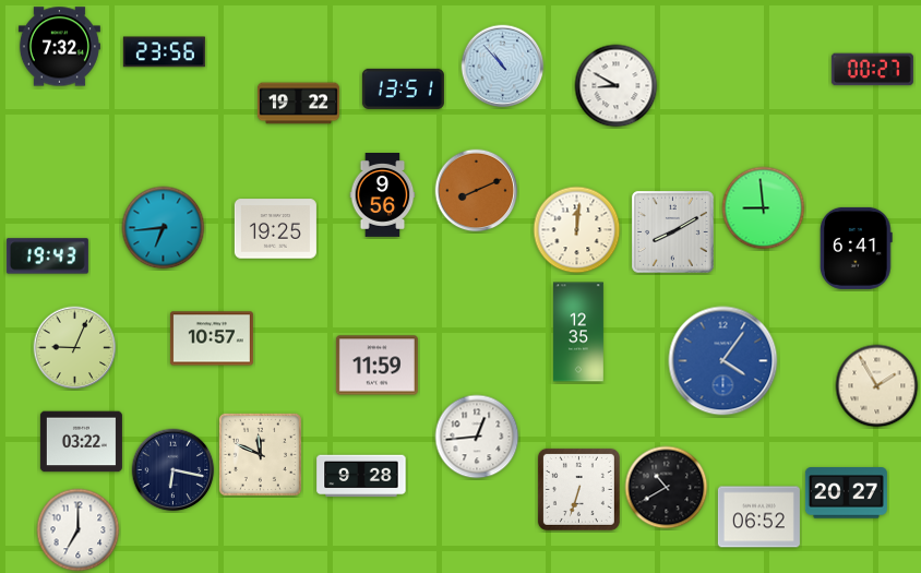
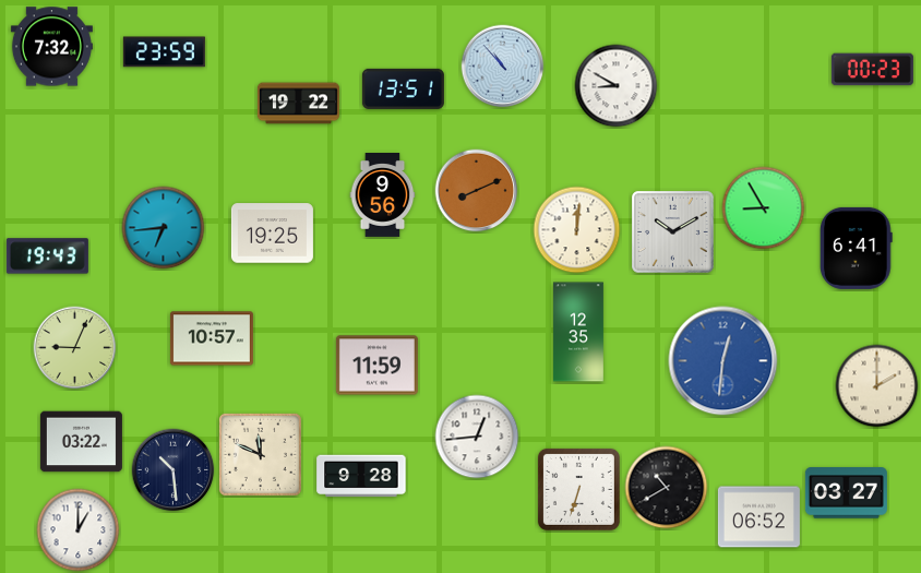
clock at (59, 47) position: (59, 47) -> (51, 47)
clock at (164, 52): 23:56 -> 23:59
clock at (872, 70): 00:27 -> 00:23
clock at (764, 208): 8:59 -> 8:55
clock at (275, 229) position: (275, 229) -> (272, 234)
clock at (673, 232): 8:10 -> 10:10
clock at (723, 361): 4:06 -> 12:31
clock at (877, 386): 1:55 -> 2:00
clock at (174, 470): 6:17 -> 10:29
clock at (846, 493): 20:27 -> 03:27
clock at (79, 530): 7:00 -> 1:00
